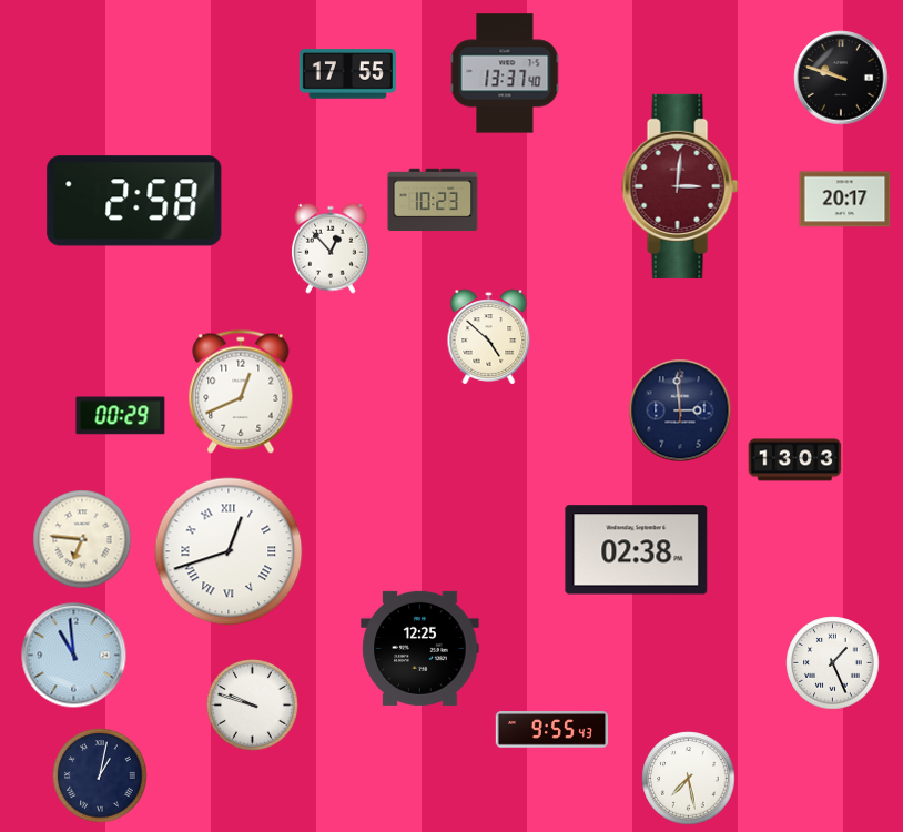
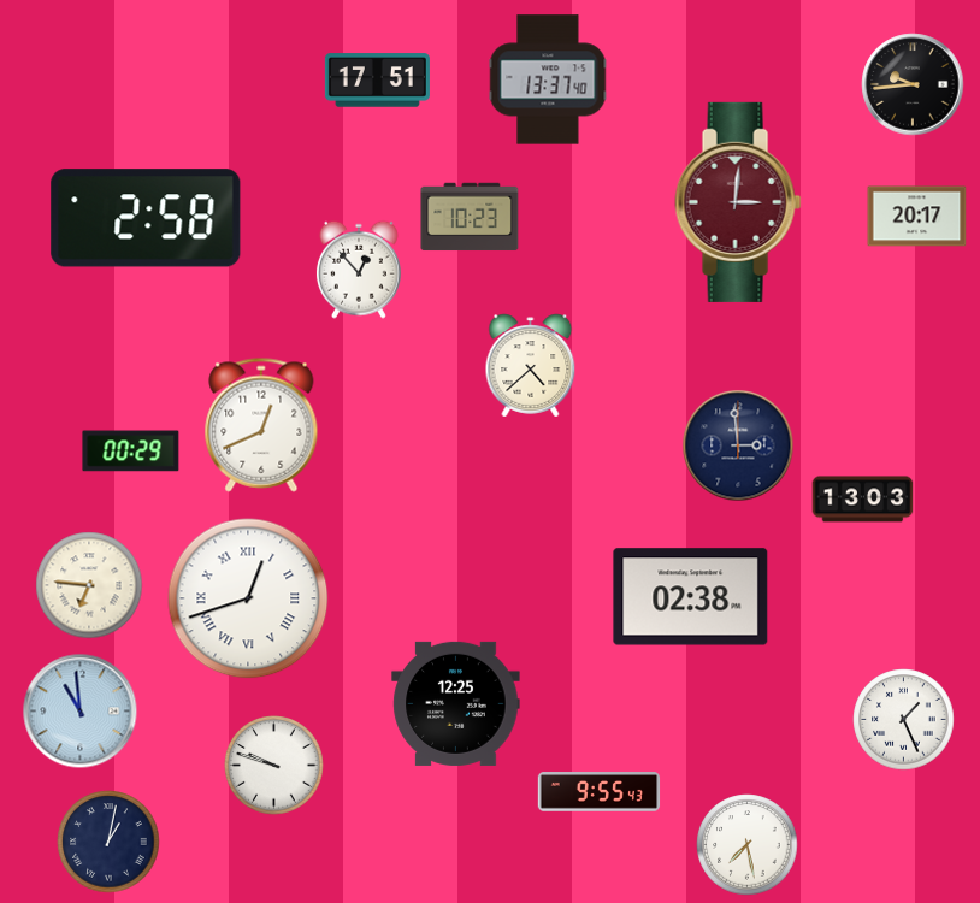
clock at (347, 74): 17:55 -> 17:51
clock at (841, 78): 9:48 -> 9:44
clock at (489, 337): 4:52 -> 4:38
